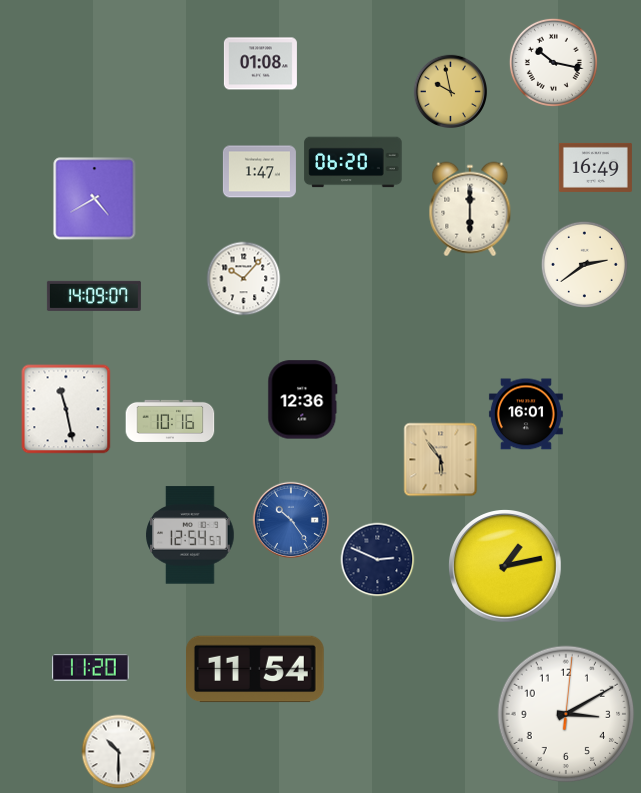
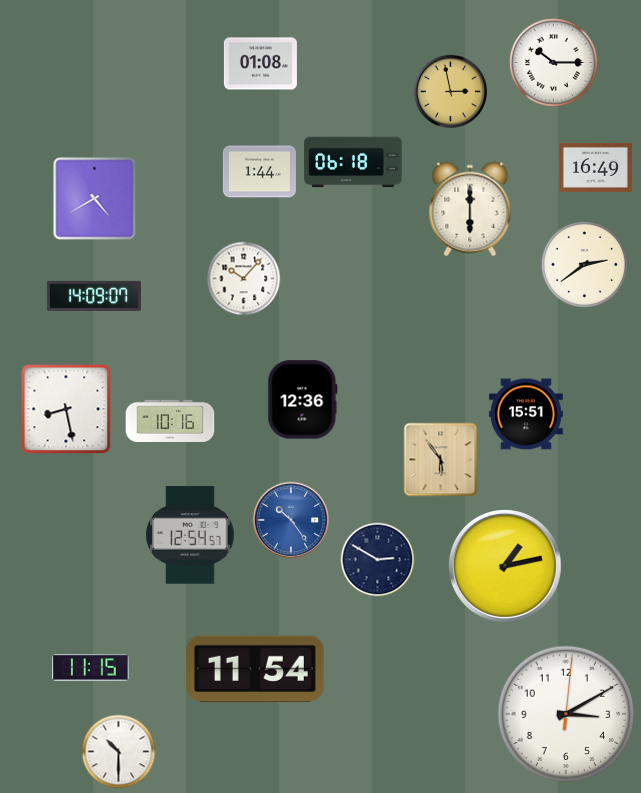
clock at (553, 62): 10:17 -> 10:15
clock at (450, 91): 9:58 -> 2:58
clock at (353, 162): 06:20 -> 06:18
clock at (259, 172): 1:47 -> 1:44
clock at (66, 409): 11:28 -> 8:28
clock at (526, 414): 16:01 -> 15:51
clock at (378, 560): 2:49 -> 2:50
clock at (91, 668): 11:20 -> 11:15
